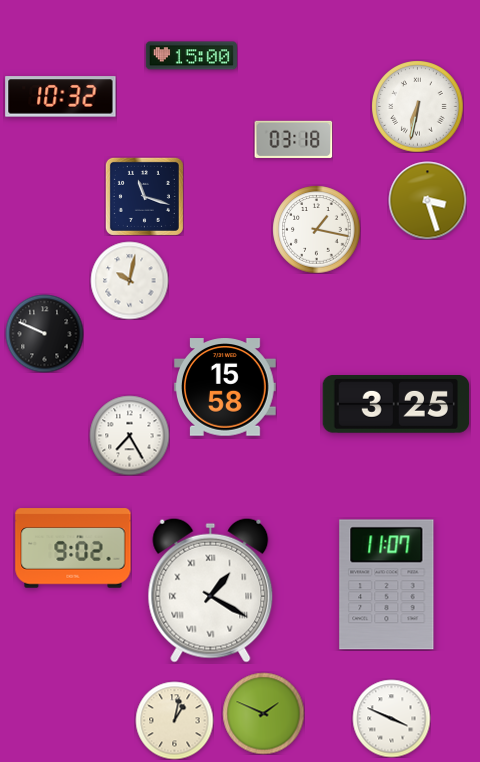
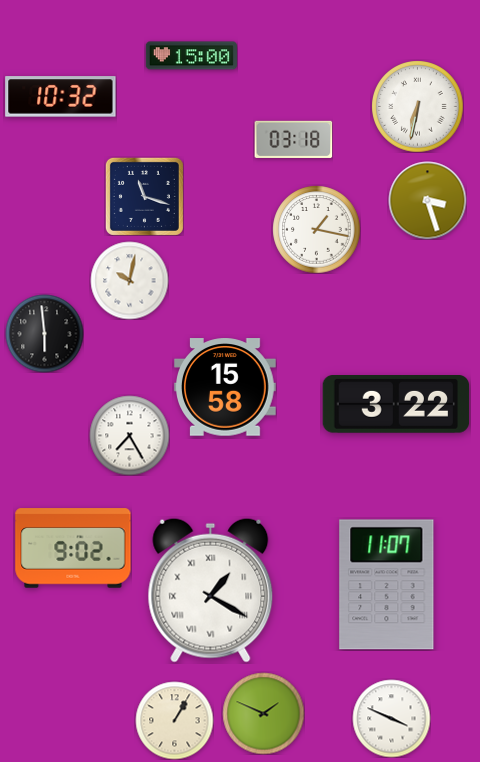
clock at (44, 333): 9:49 -> 5:59
clock at (396, 405): 3:25 -> 3:22
clock at (174, 720): 1:02 -> 1:05
